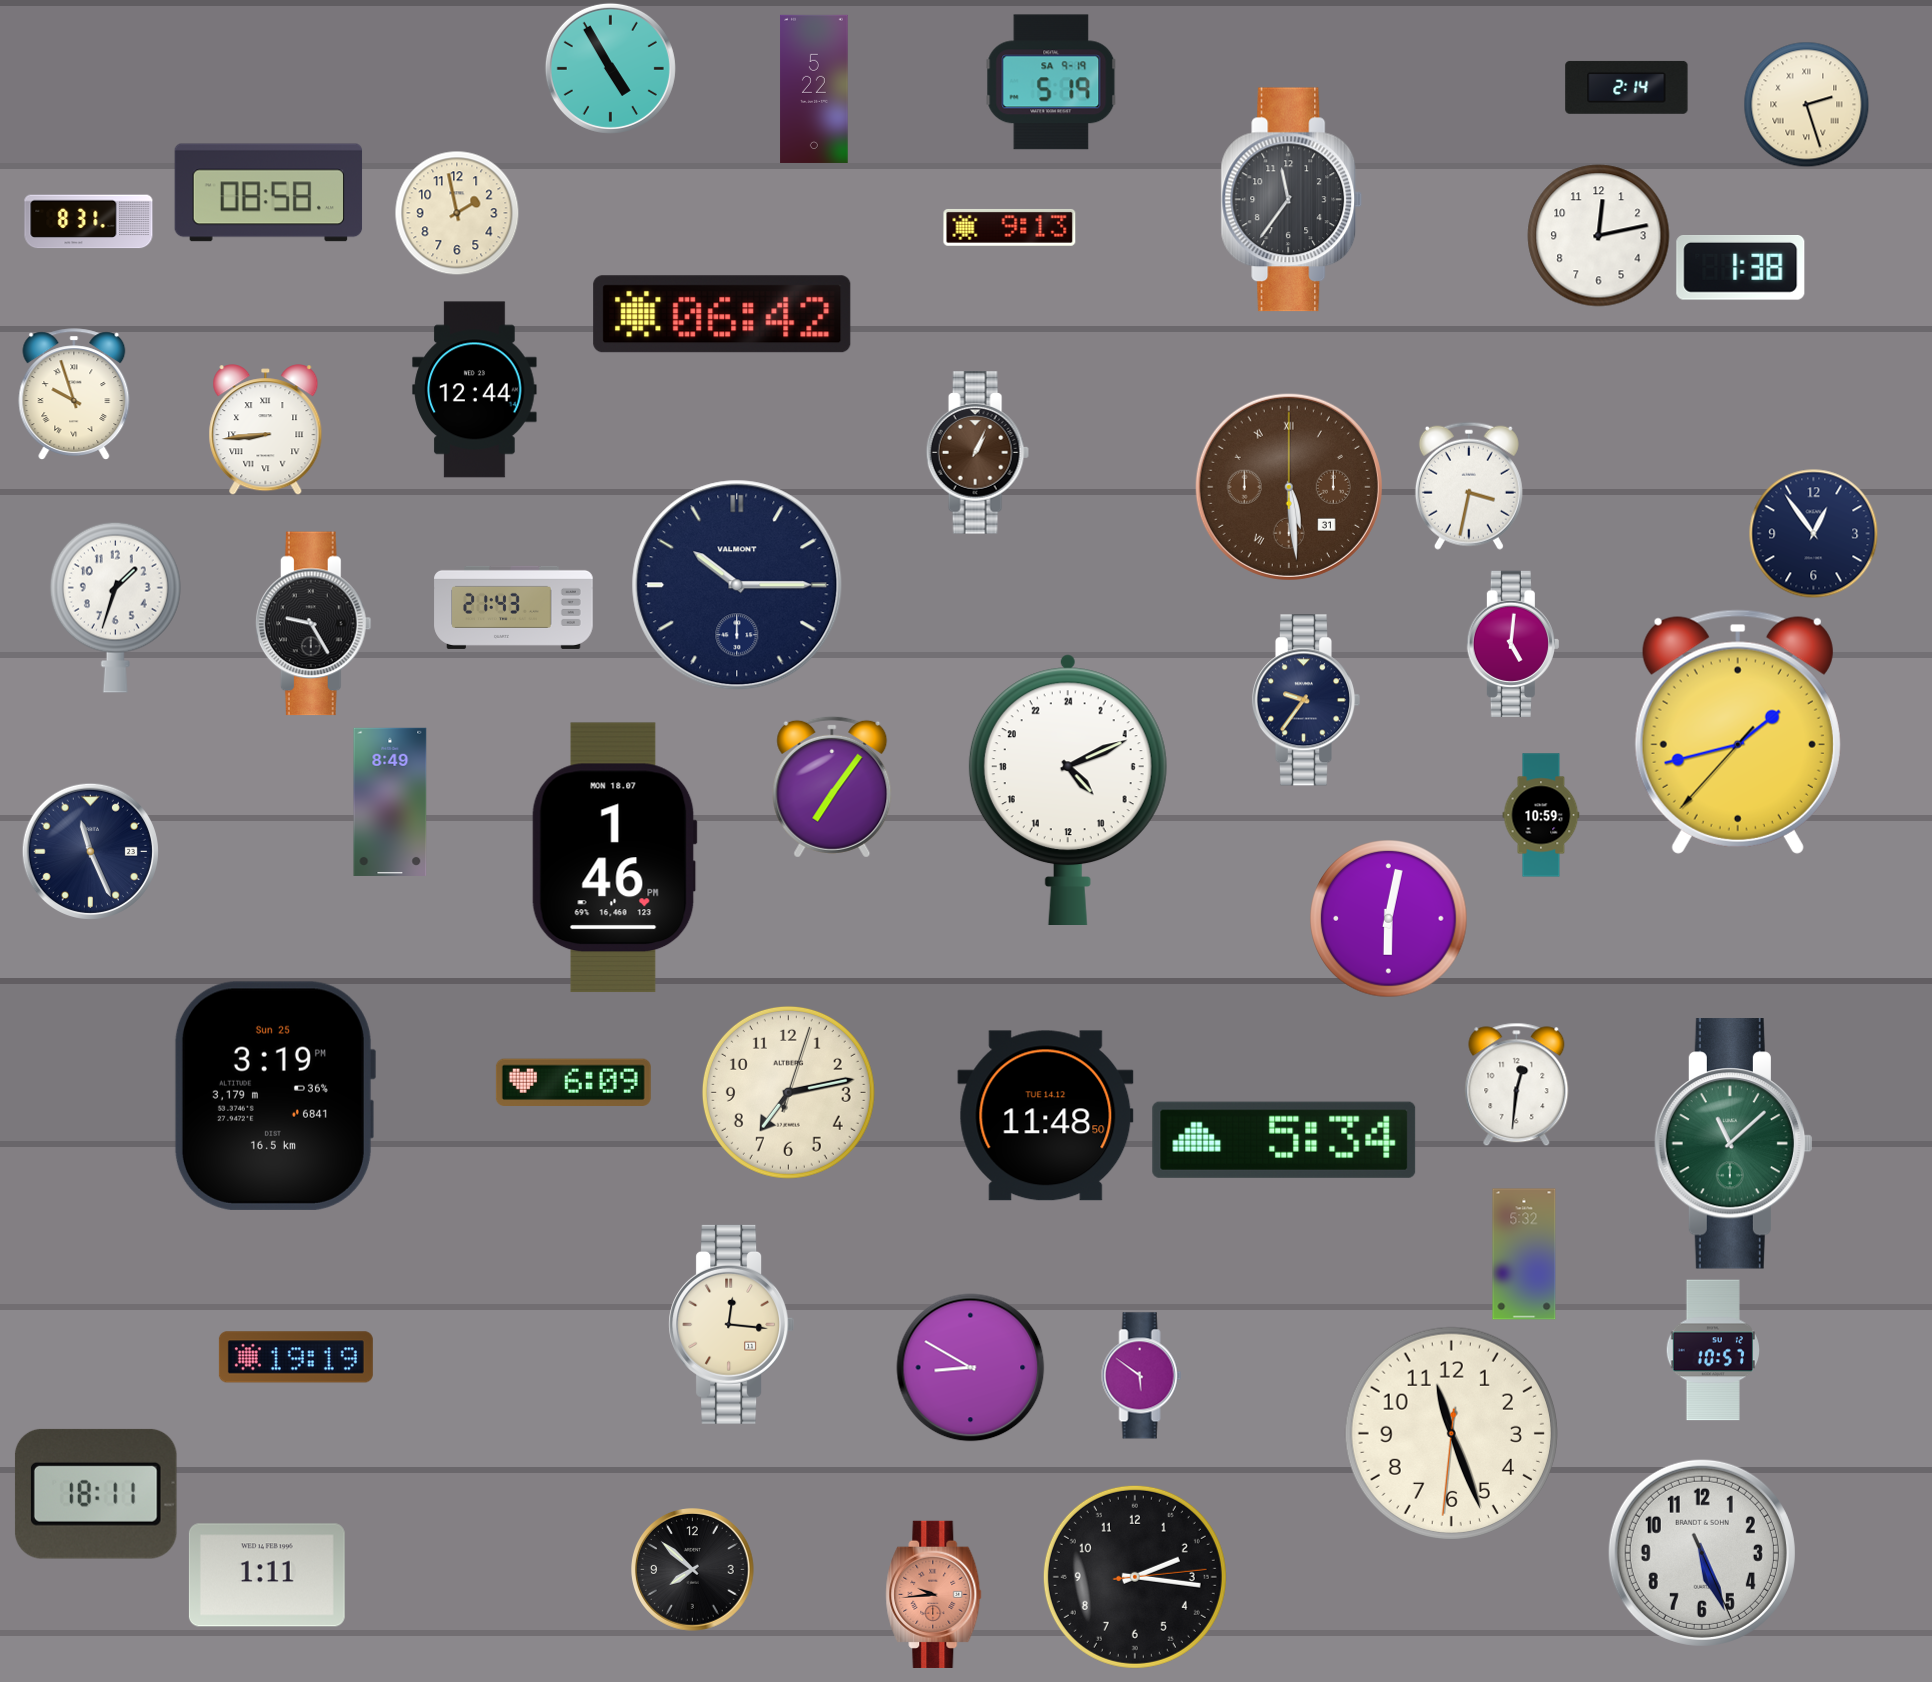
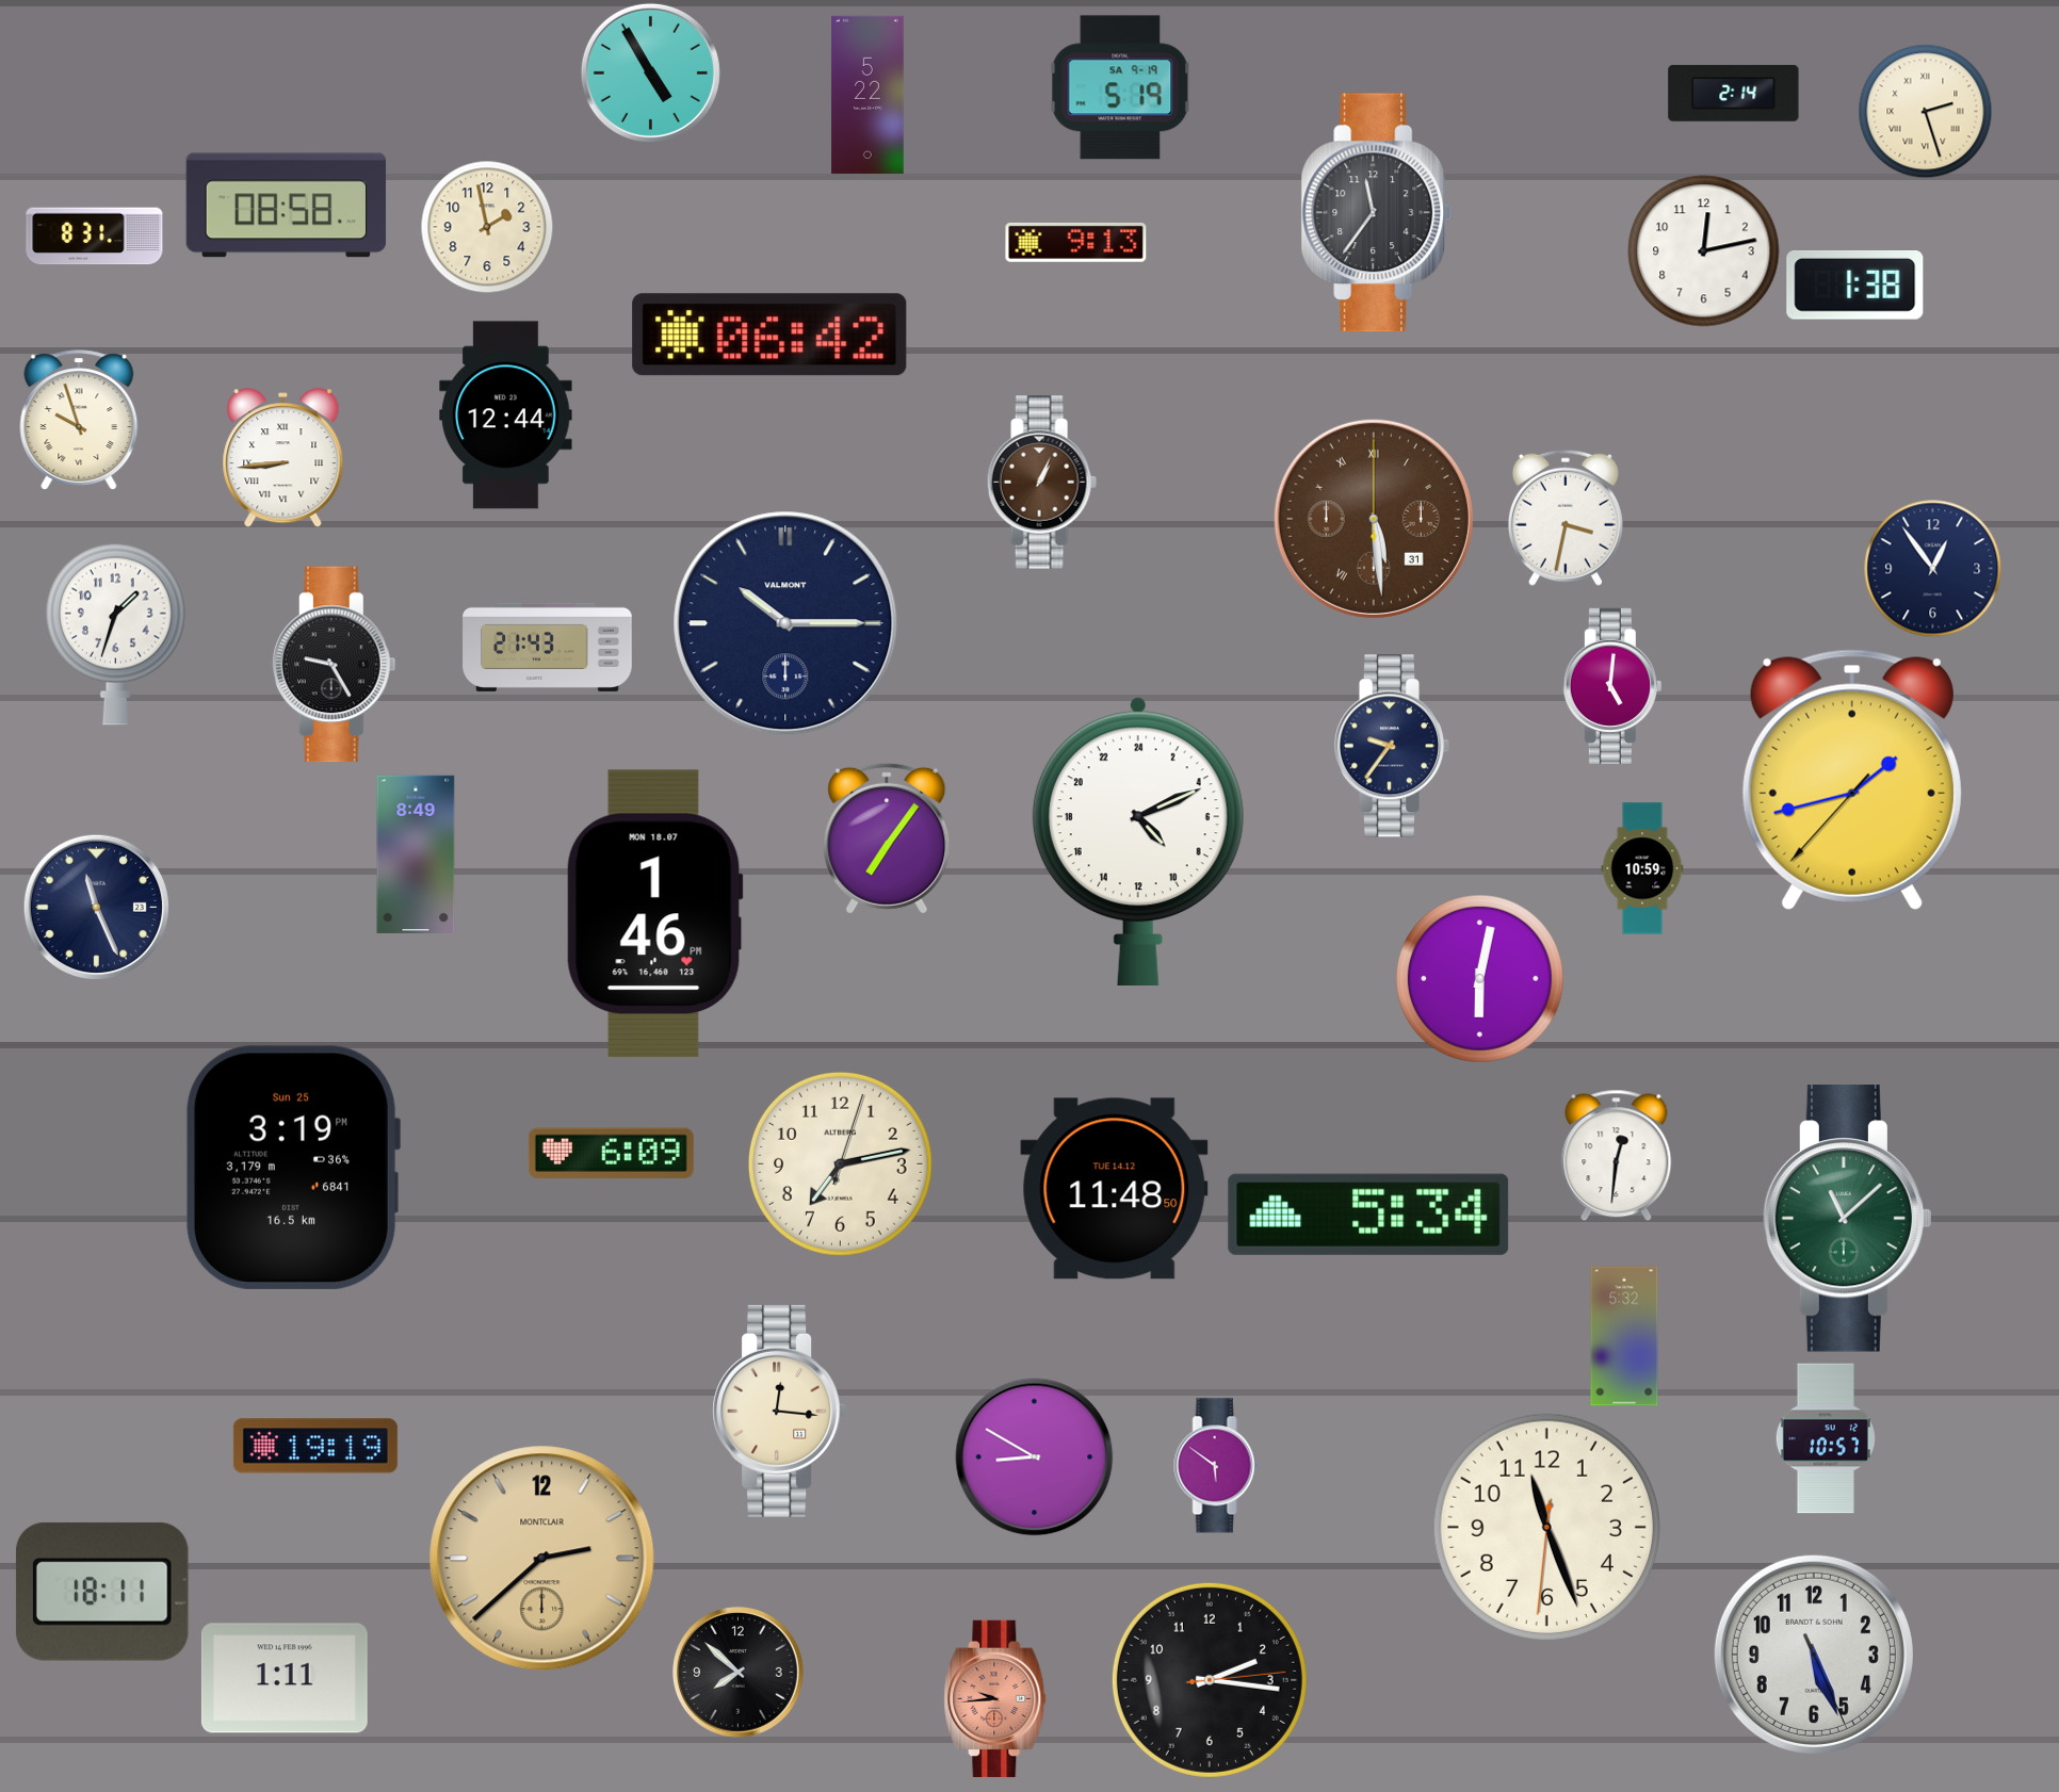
clock at (115, 607) position: (115, 607) -> (115, 634)
clock at (542, 1559): none -> 2:38
